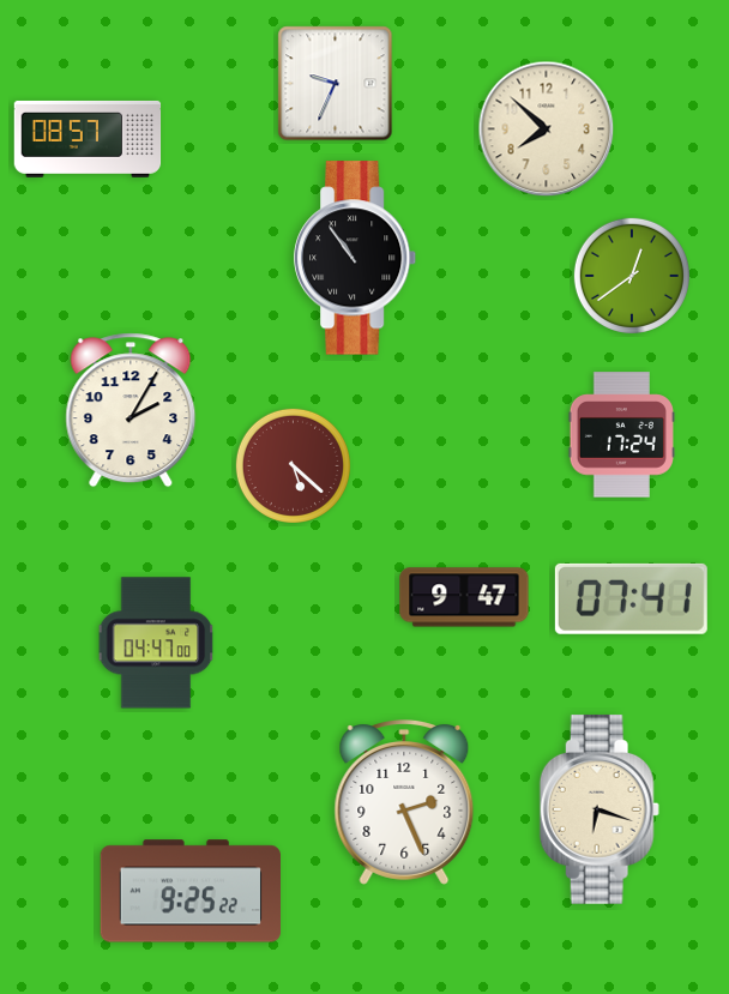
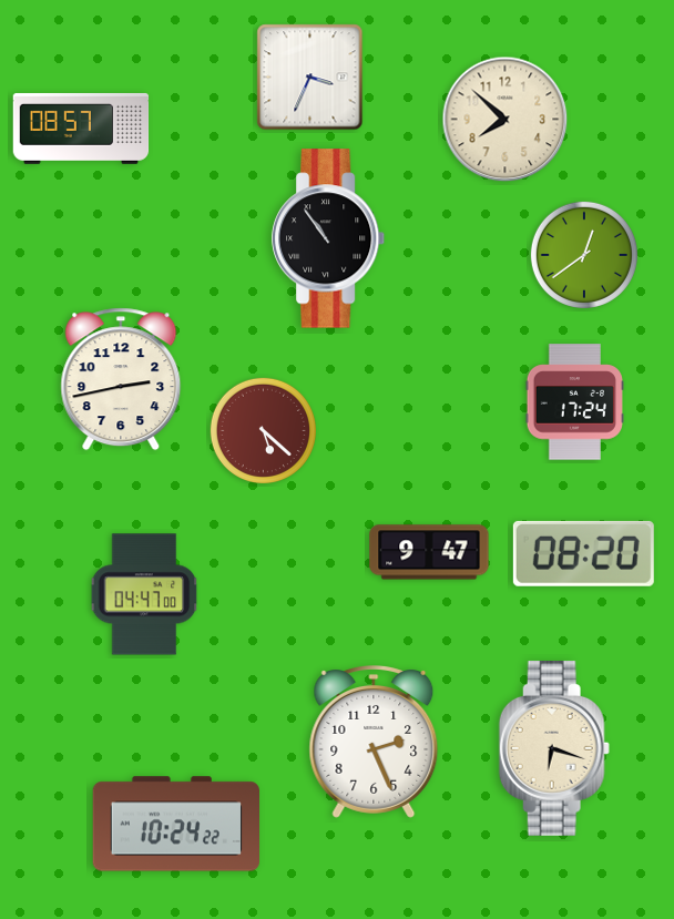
clock at (336, 84): 9:34 -> 3:34
clock at (131, 410): 2:05 -> 2:43
clock at (293, 465) position: (293, 465) -> (263, 430)
clock at (631, 598): 07:41 -> 08:20
clock at (189, 891): 9:25 -> 10:24
